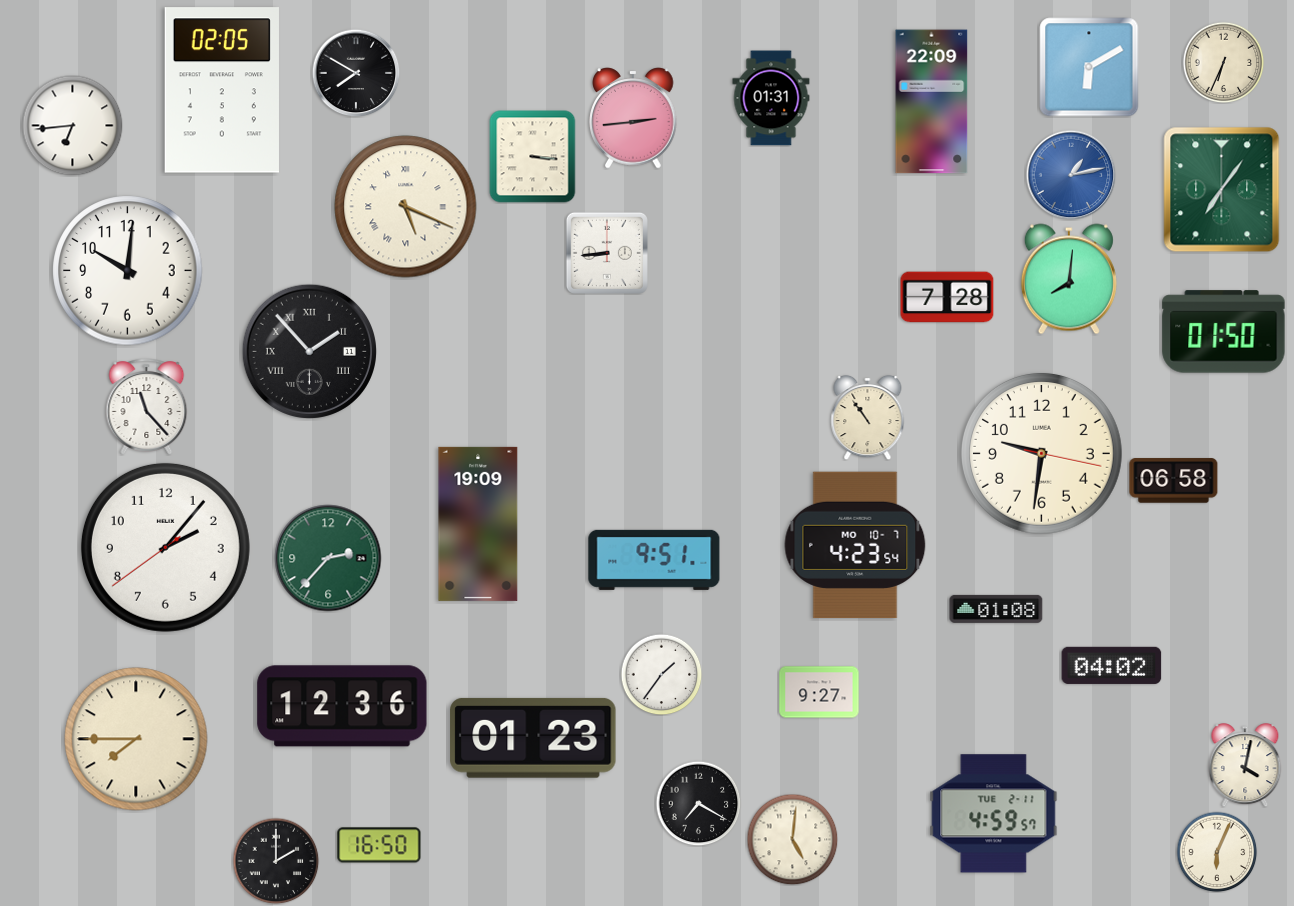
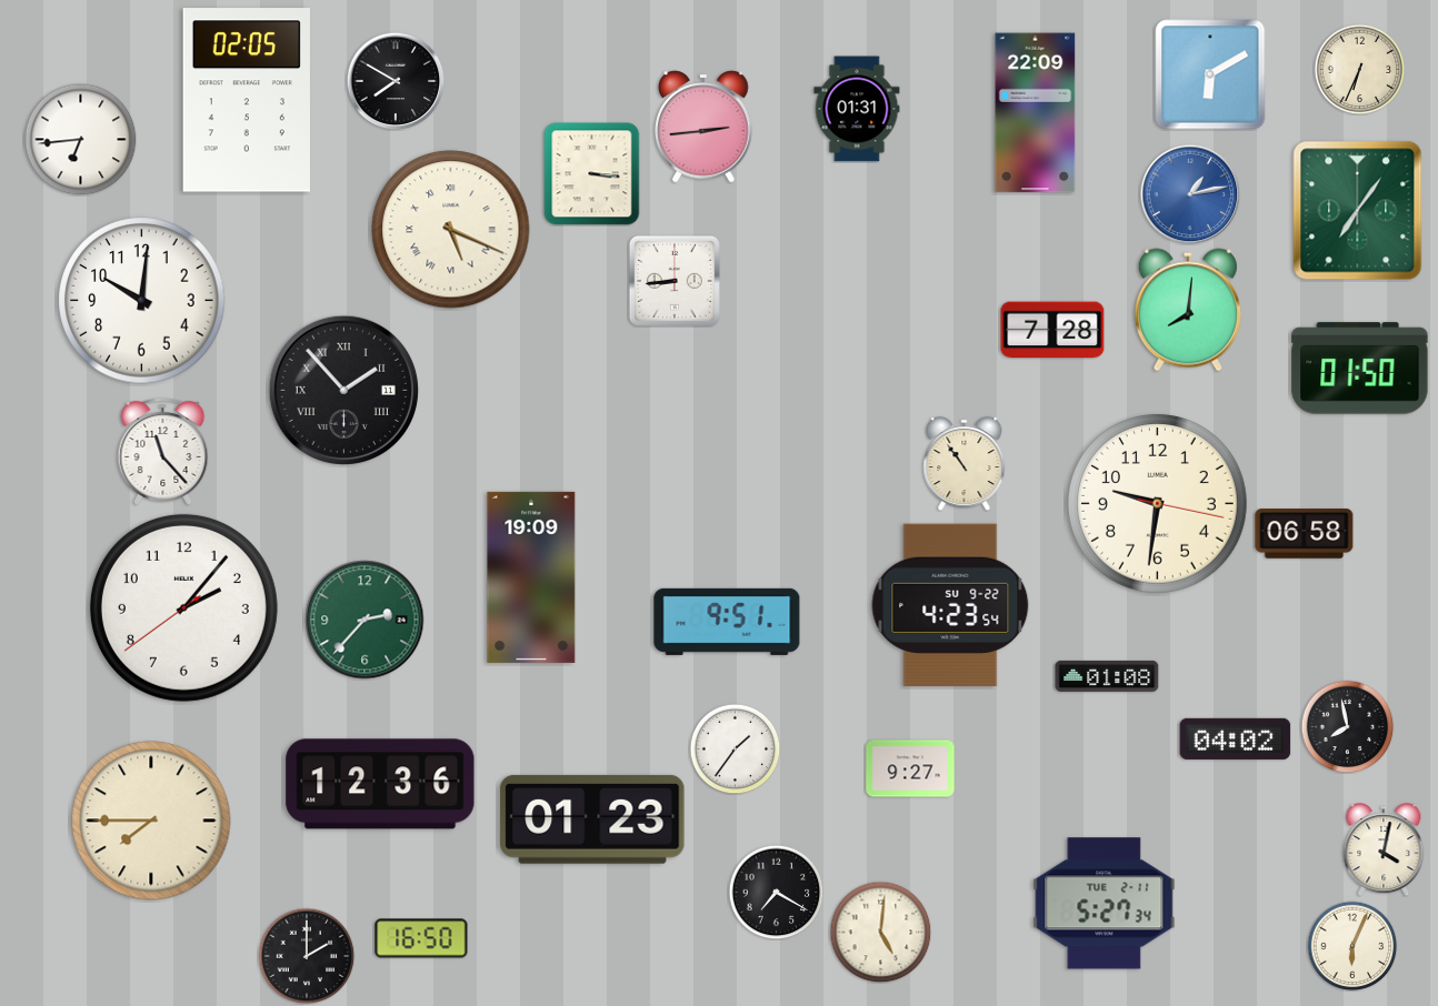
clock at (633, 118) position: (633, 118) -> (703, 127)
clock at (478, 524) position: (478, 524) -> (531, 577)
clock at (855, 545) date: MO 10-7 -> SU 9-22
clock at (1347, 726): none -> 7:58
clock at (994, 814): 4:59 -> 5:27
